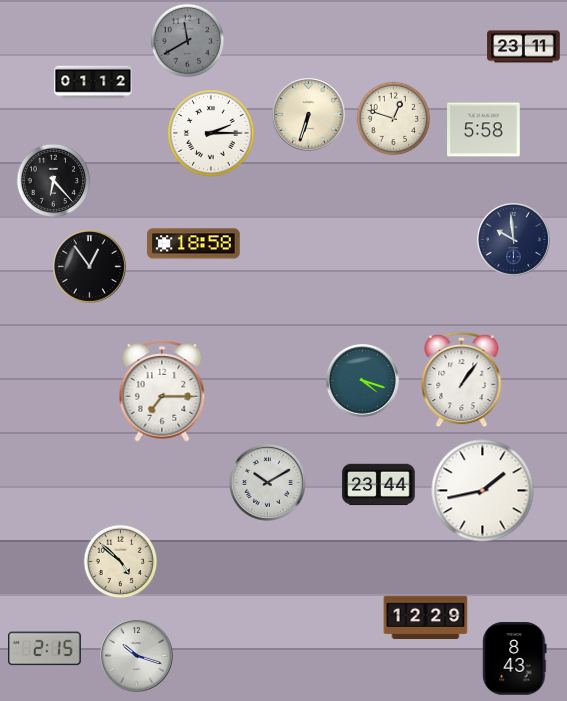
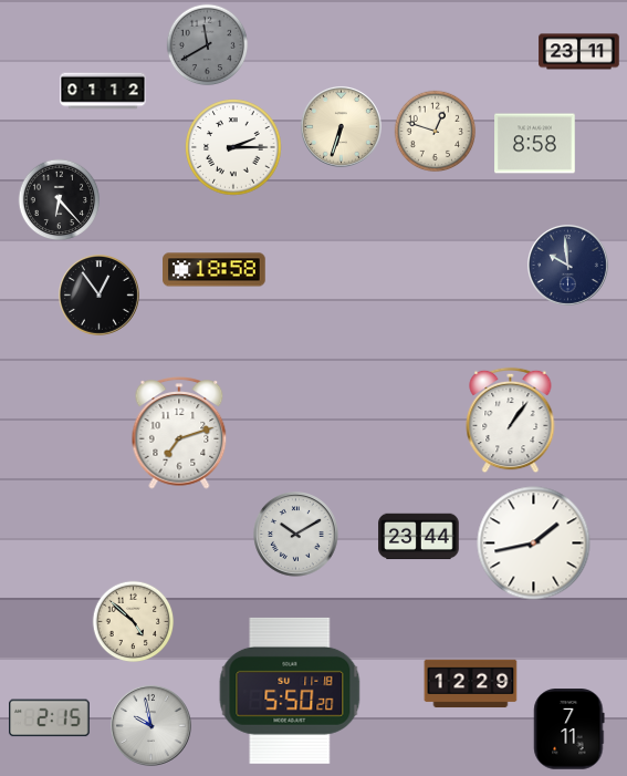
clock at (484, 130): 5:58 -> 8:58
clock at (362, 380): 4:18 -> none
clock at (162, 391): 7:15 -> 7:12
clock at (290, 691): none -> 5:50
clock at (136, 655): 10:18 -> 9:58
clock at (515, 659): 8:43 -> 7:11
